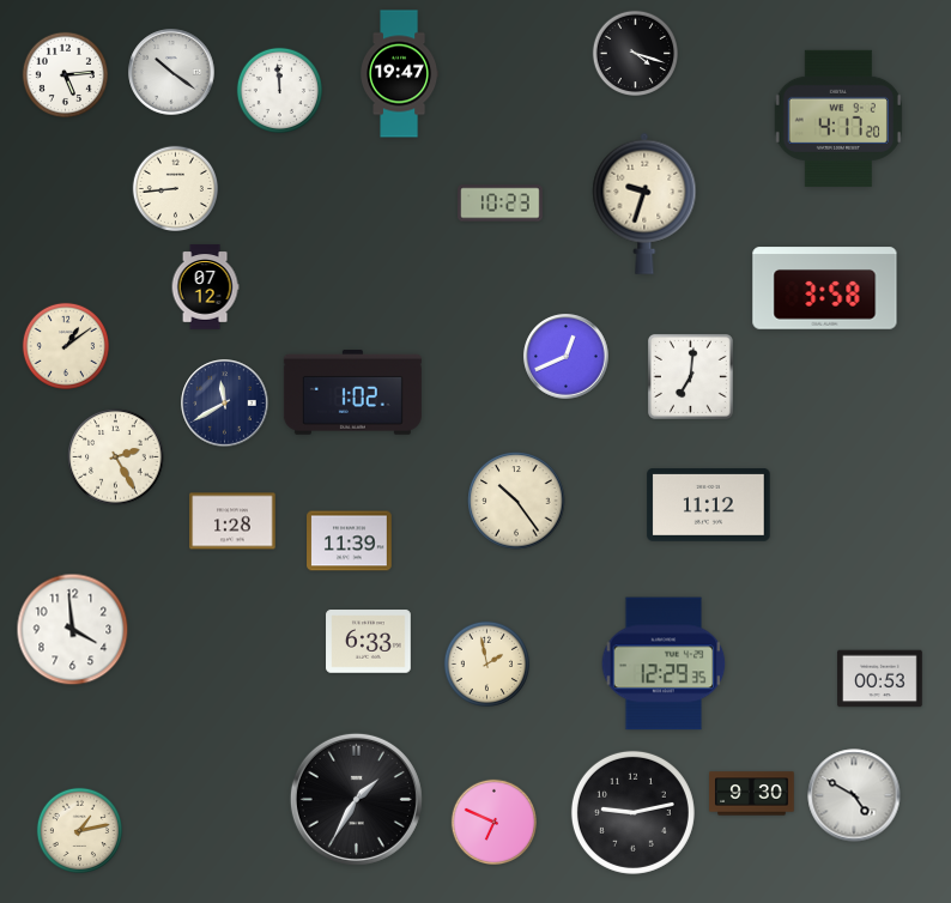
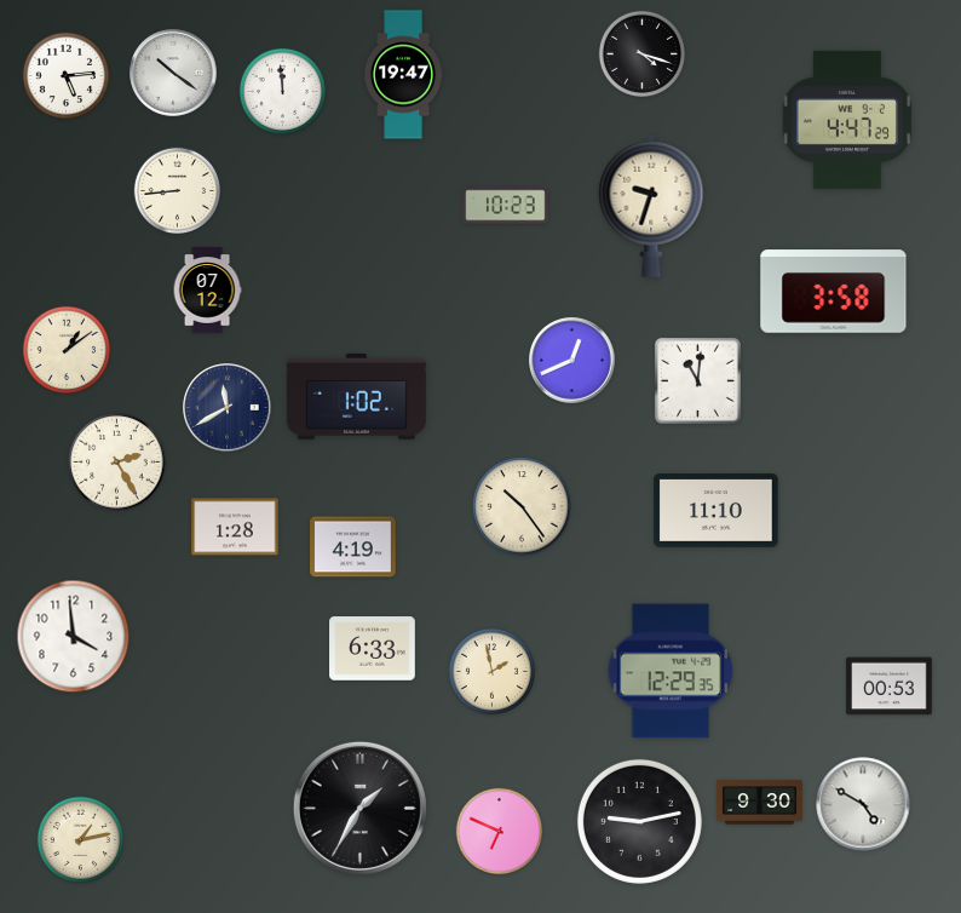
clock at (838, 119): 4:17 -> 4:47
clock at (690, 376): 7:01 -> 11:01
clock at (709, 505): 11:12 -> 11:10
clock at (350, 541): 11:39 -> 4:19
